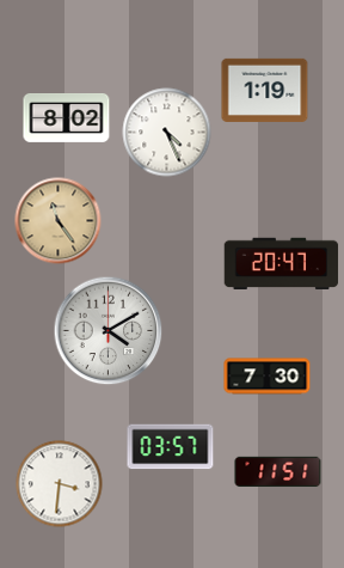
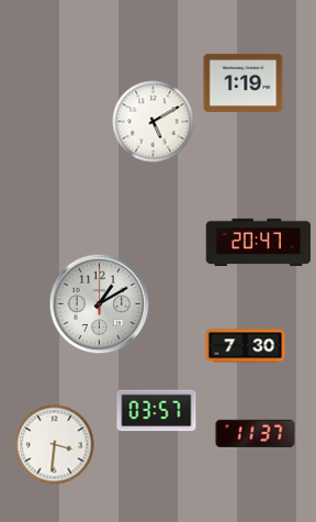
clock at (67, 118): 8:02 -> none
clock at (167, 133): 4:26 -> 5:10
clock at (59, 221): 11:24 -> none
clock at (109, 331): 4:10 -> 1:10
clock at (278, 471): 11:51 -> 11:37
